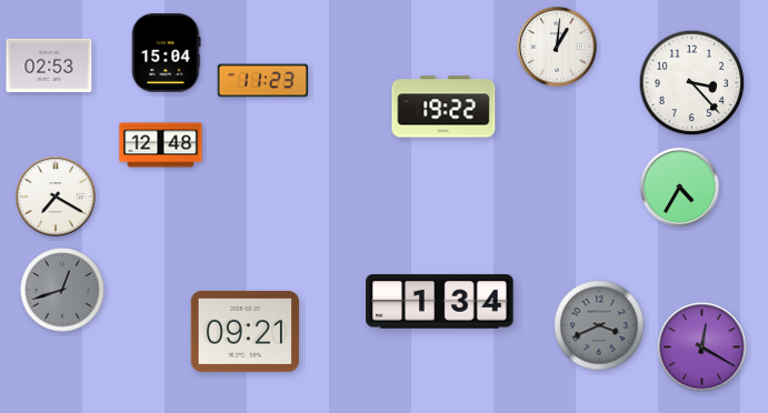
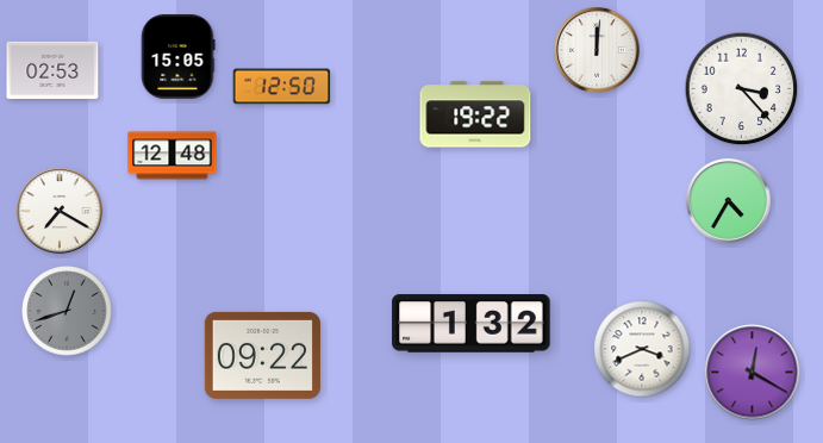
clock at (557, 47): 1:01 -> 12:01
clock at (167, 53): 15:04 -> 15:05
clock at (263, 81): 11:23 -> 12:50
clock at (440, 302): 1:34 -> 1:32
clock at (599, 325) dial: grey -> white
clock at (245, 331): 09:21 -> 09:22
